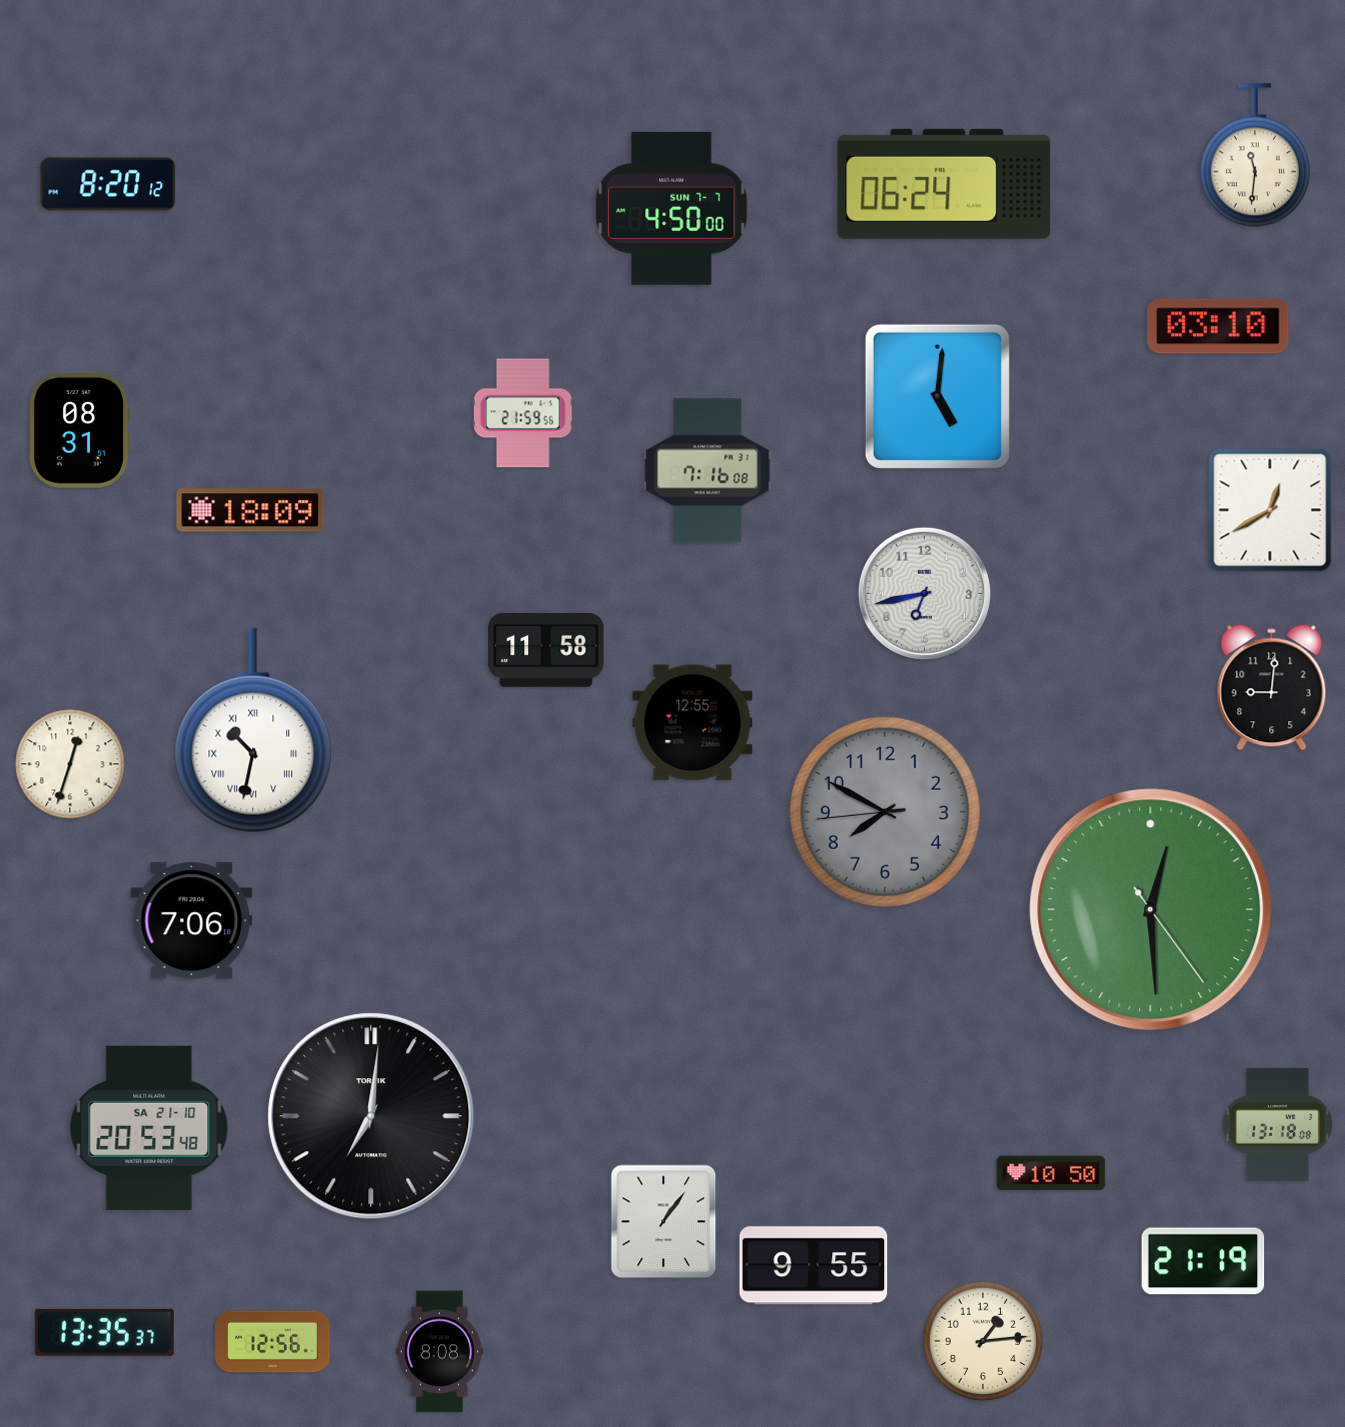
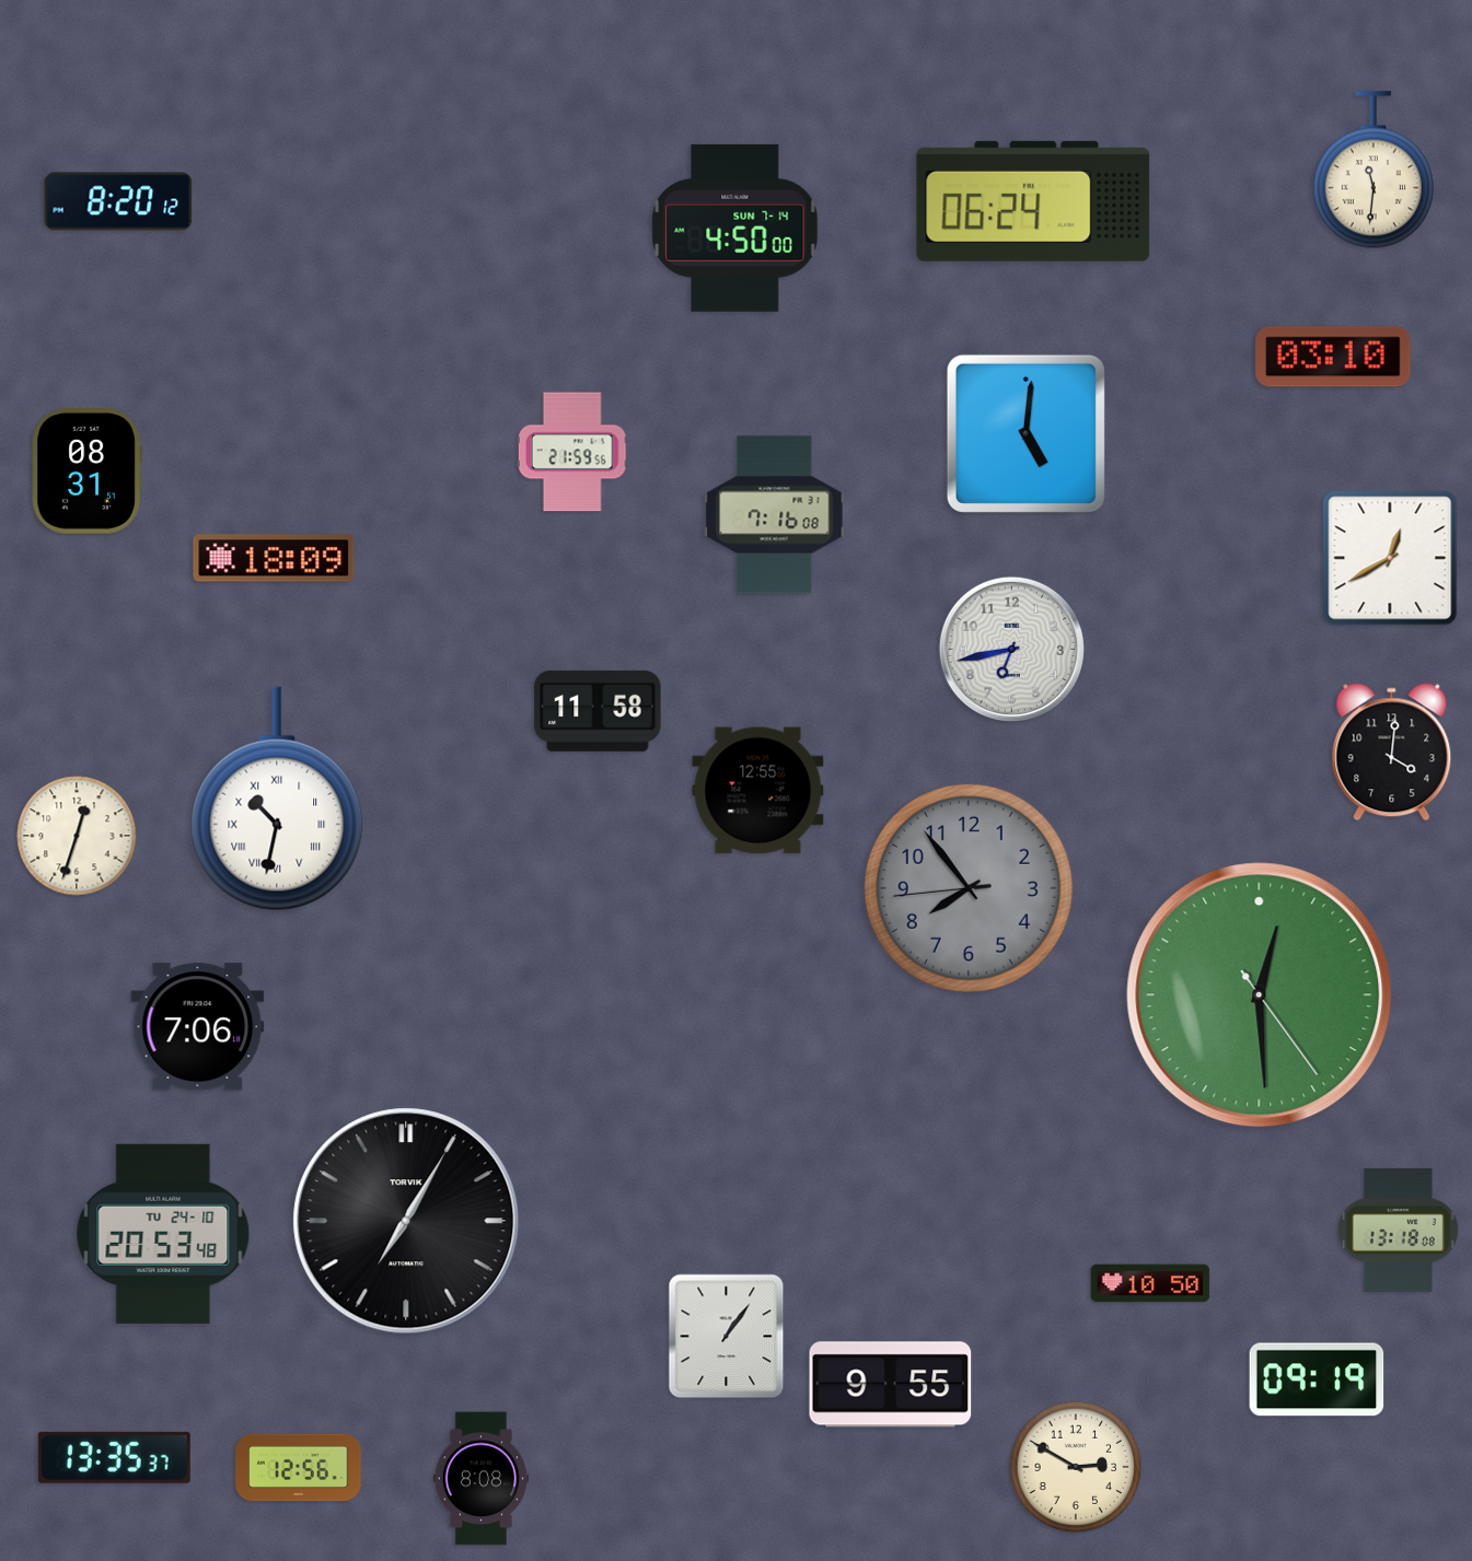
clock at (672, 208) date: SUN 7-7 -> SUN 7-14
clock at (1272, 688): 9:01 -> 4:01
clock at (885, 812): 7:49 -> 7:53
clock at (192, 921) position: (192, 921) -> (198, 1027)
clock at (371, 1116): 7:01 -> 7:05
clock at (149, 1128) date: SA 21-10 -> TU 24-10
clock at (1203, 1261): 21:19 -> 09:19
clock at (983, 1341): 1:14 -> 2:50
